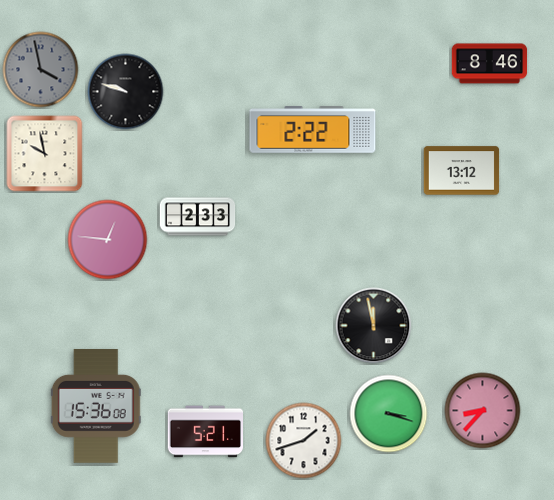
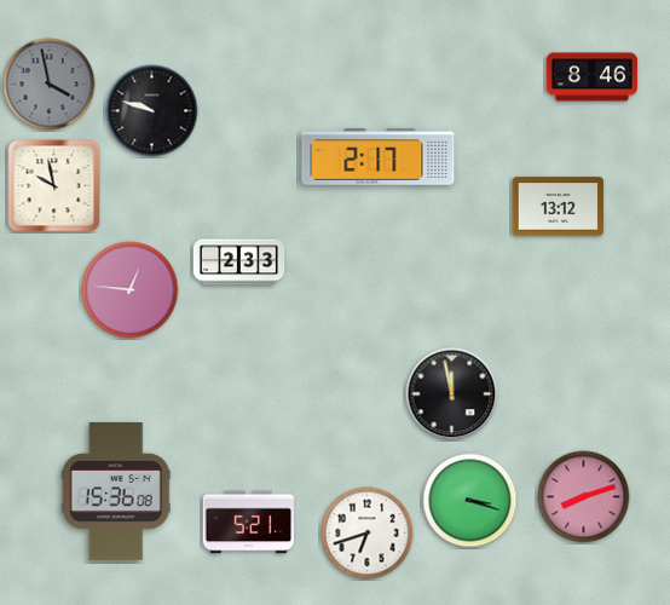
clock at (313, 130): 2:22 -> 2:17
clock at (483, 411): 8:37 -> 8:12
clock at (304, 441): 1:42 -> 6:42
